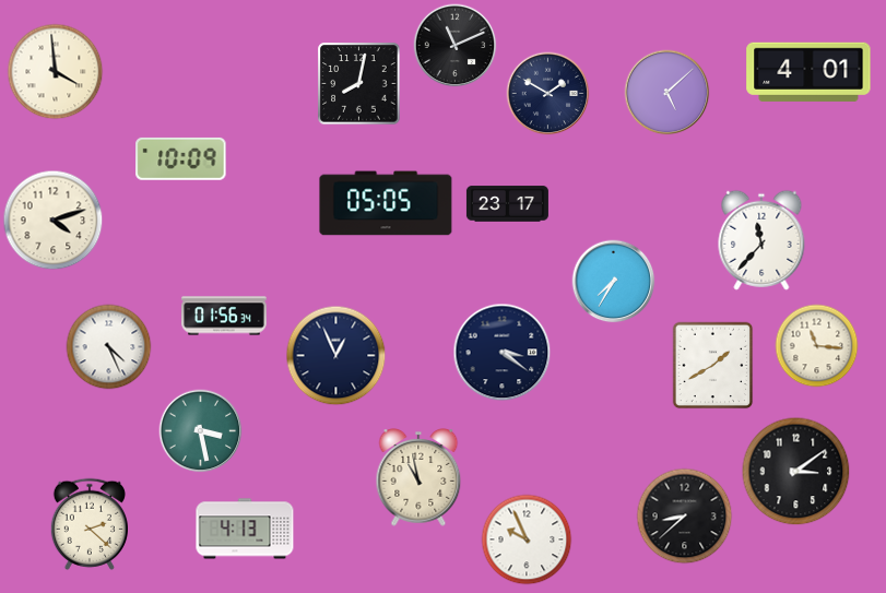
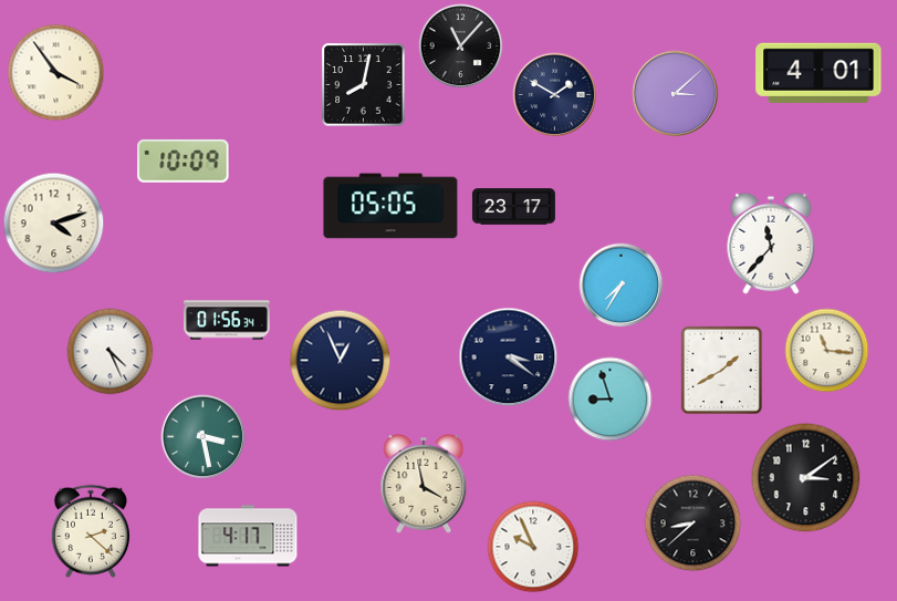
clock at (456, 46): 11:11 -> 11:07
clock at (56, 72): 3:59 -> 3:54
clock at (668, 93): 5:08 -> 3:08
clock at (611, 400): none -> 8:57
clock at (418, 478): 10:58 -> 3:58
clock at (245, 529): 4:13 -> 4:17
